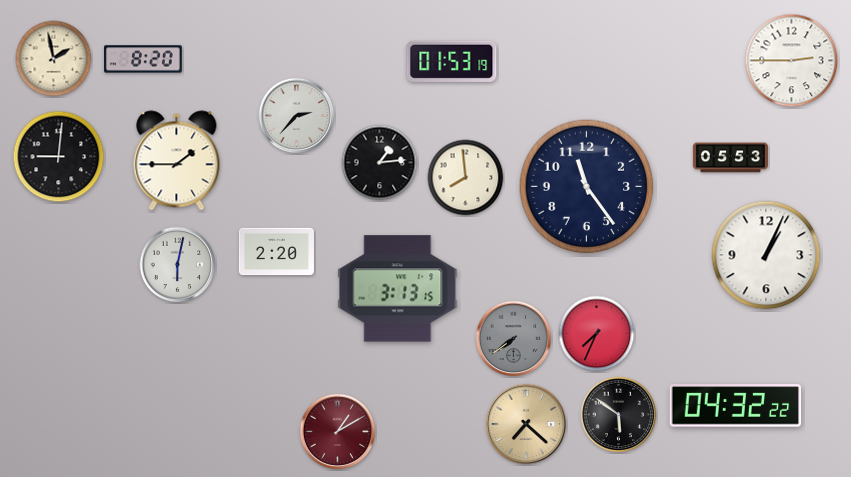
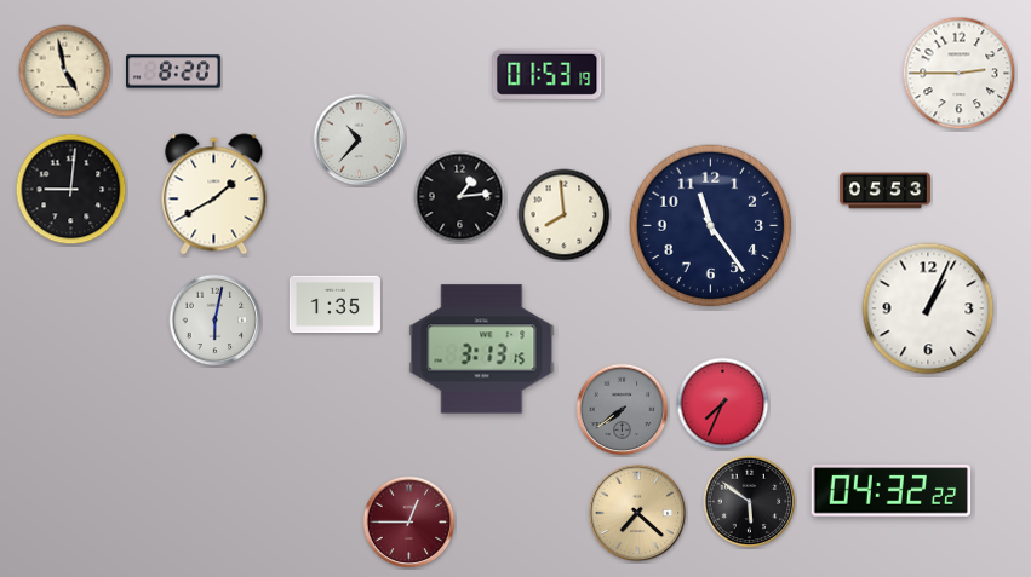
clock at (54, 59): 1:58 -> 4:58
clock at (297, 116): 2:37 -> 10:37
clock at (177, 161): 1:45 -> 1:40
clock at (276, 252): 2:20 -> 1:35
clock at (338, 432): 1:10 -> 12:45
